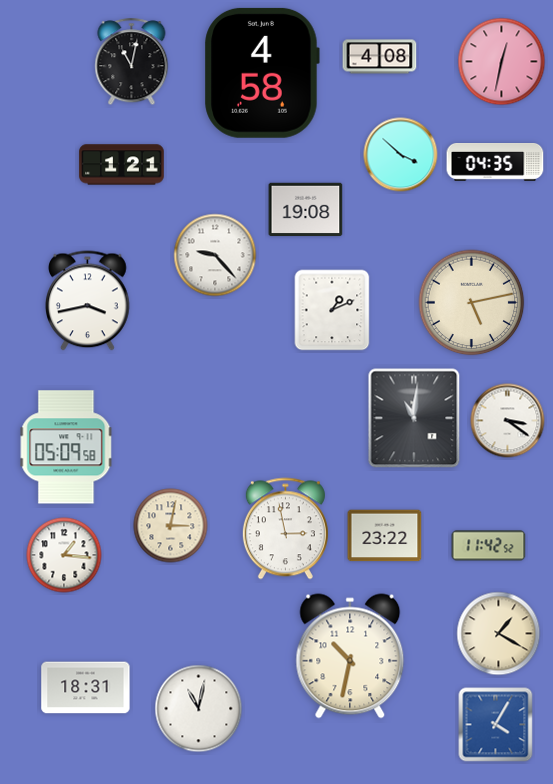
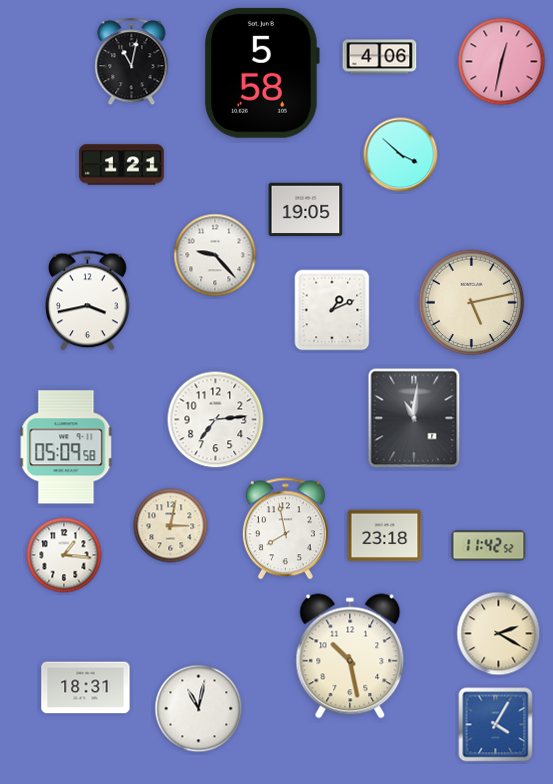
clock at (380, 57): 4:08 -> 4:06
clock at (262, 73): 4:58 -> 5:58
clock at (495, 163): 04:35 -> none
clock at (306, 210): 19:08 -> 19:05
clock at (216, 420): none -> 7:14
clock at (508, 421): 3:21 -> none
clock at (285, 529): 2:58 -> 7:58
clock at (385, 536): 23:22 -> 23:18
clock at (499, 634): 1:20 -> 2:20
clock at (350, 656): 10:32 -> 10:28
